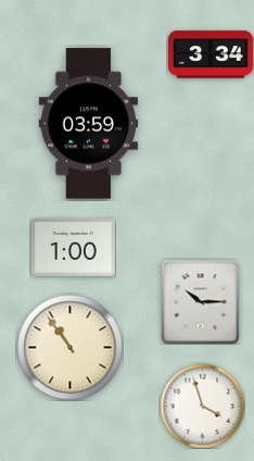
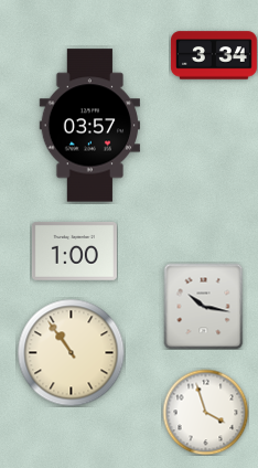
clock at (88, 124): 03:59 -> 03:57
clock at (201, 301): 10:15 -> 10:17
